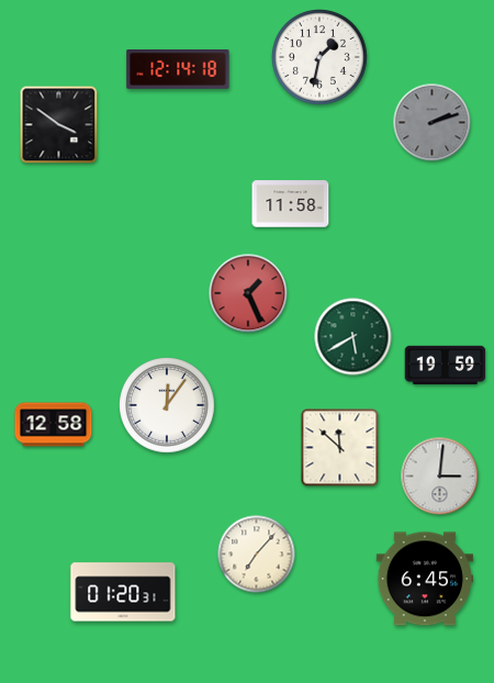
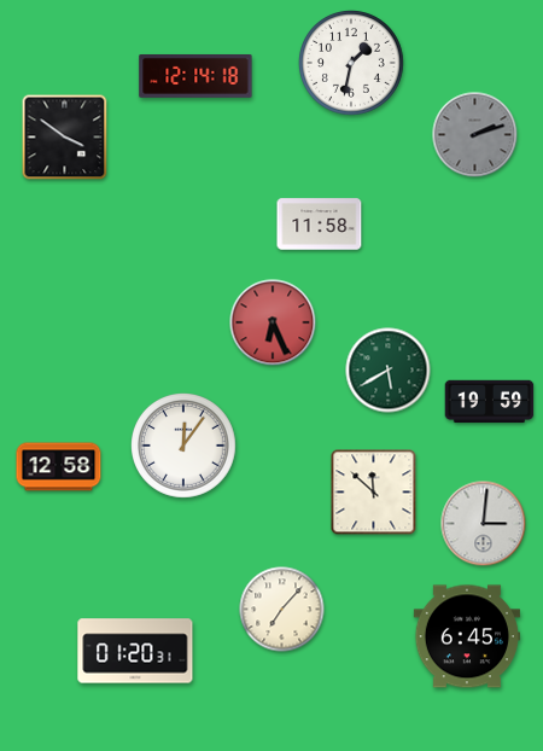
clock at (248, 293): 1:26 -> 6:26
